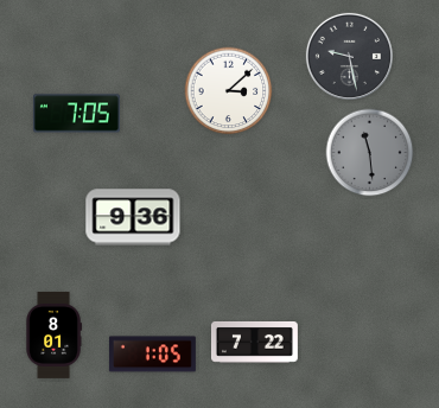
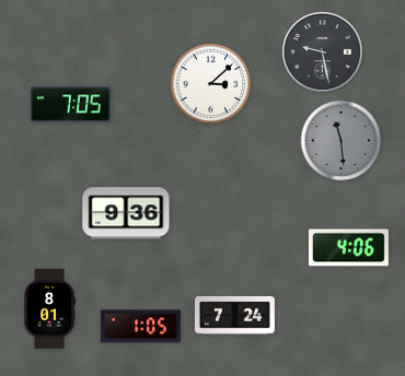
clock at (133, 217) position: (133, 217) -> (126, 213)
clock at (348, 248): none -> 4:06
clock at (254, 342): 7:22 -> 7:24
